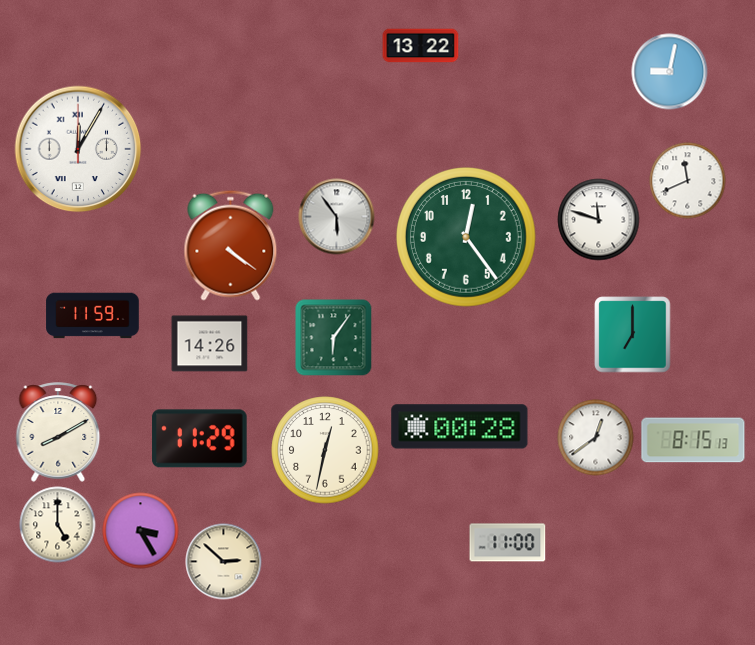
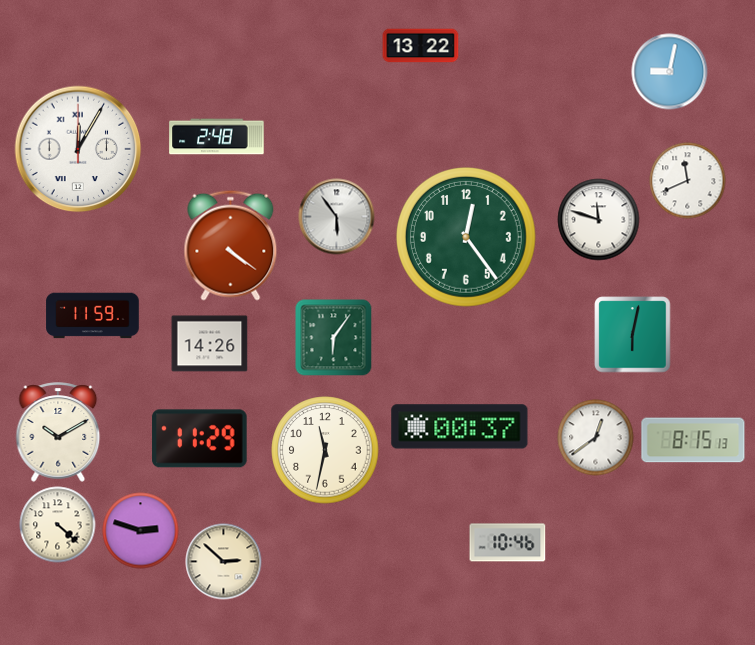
clock at (217, 137): none -> 2:48
clock at (633, 335): 7:00 -> 6:02
clock at (460, 427): 00:28 -> 00:37
clock at (58, 432): 8:10 -> 10:10
clock at (325, 450): 12:32 -> 11:32
clock at (58, 525): 5:00 -> 4:22
clock at (141, 531): 3:25 -> 2:48
clock at (508, 543): 11:00 -> 10:46
